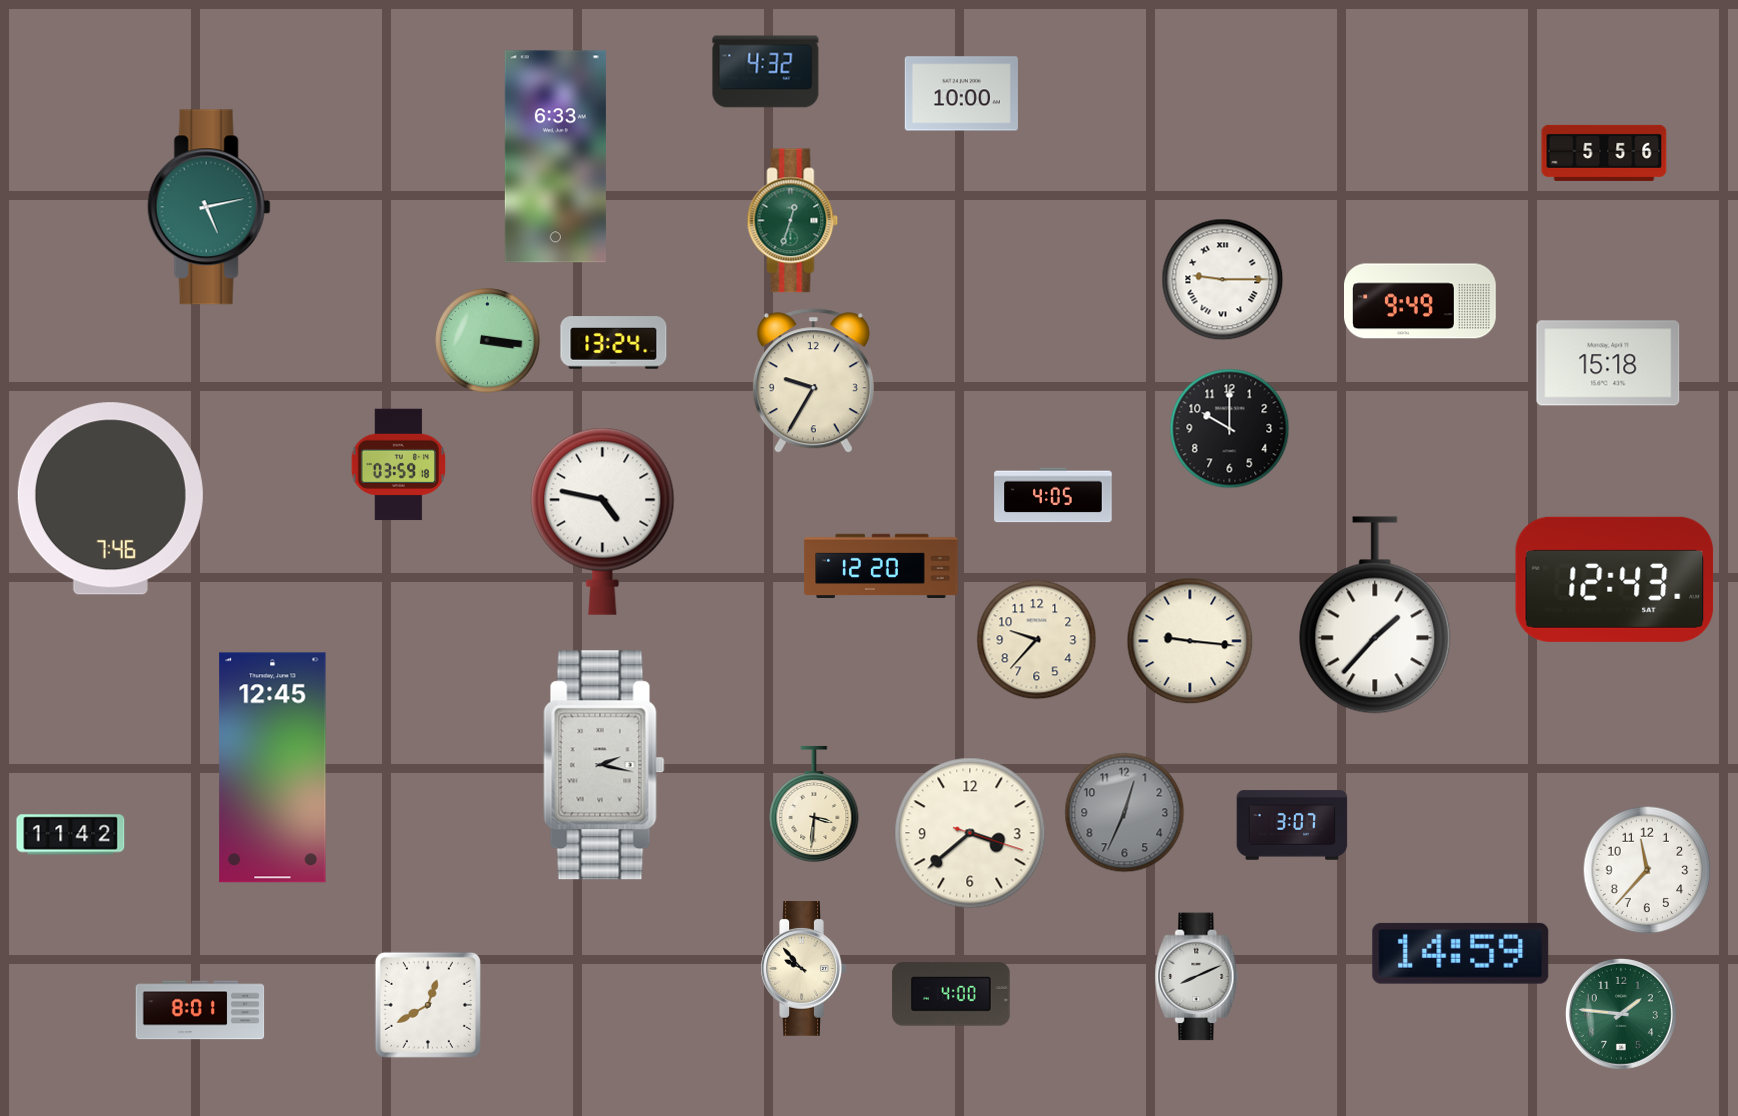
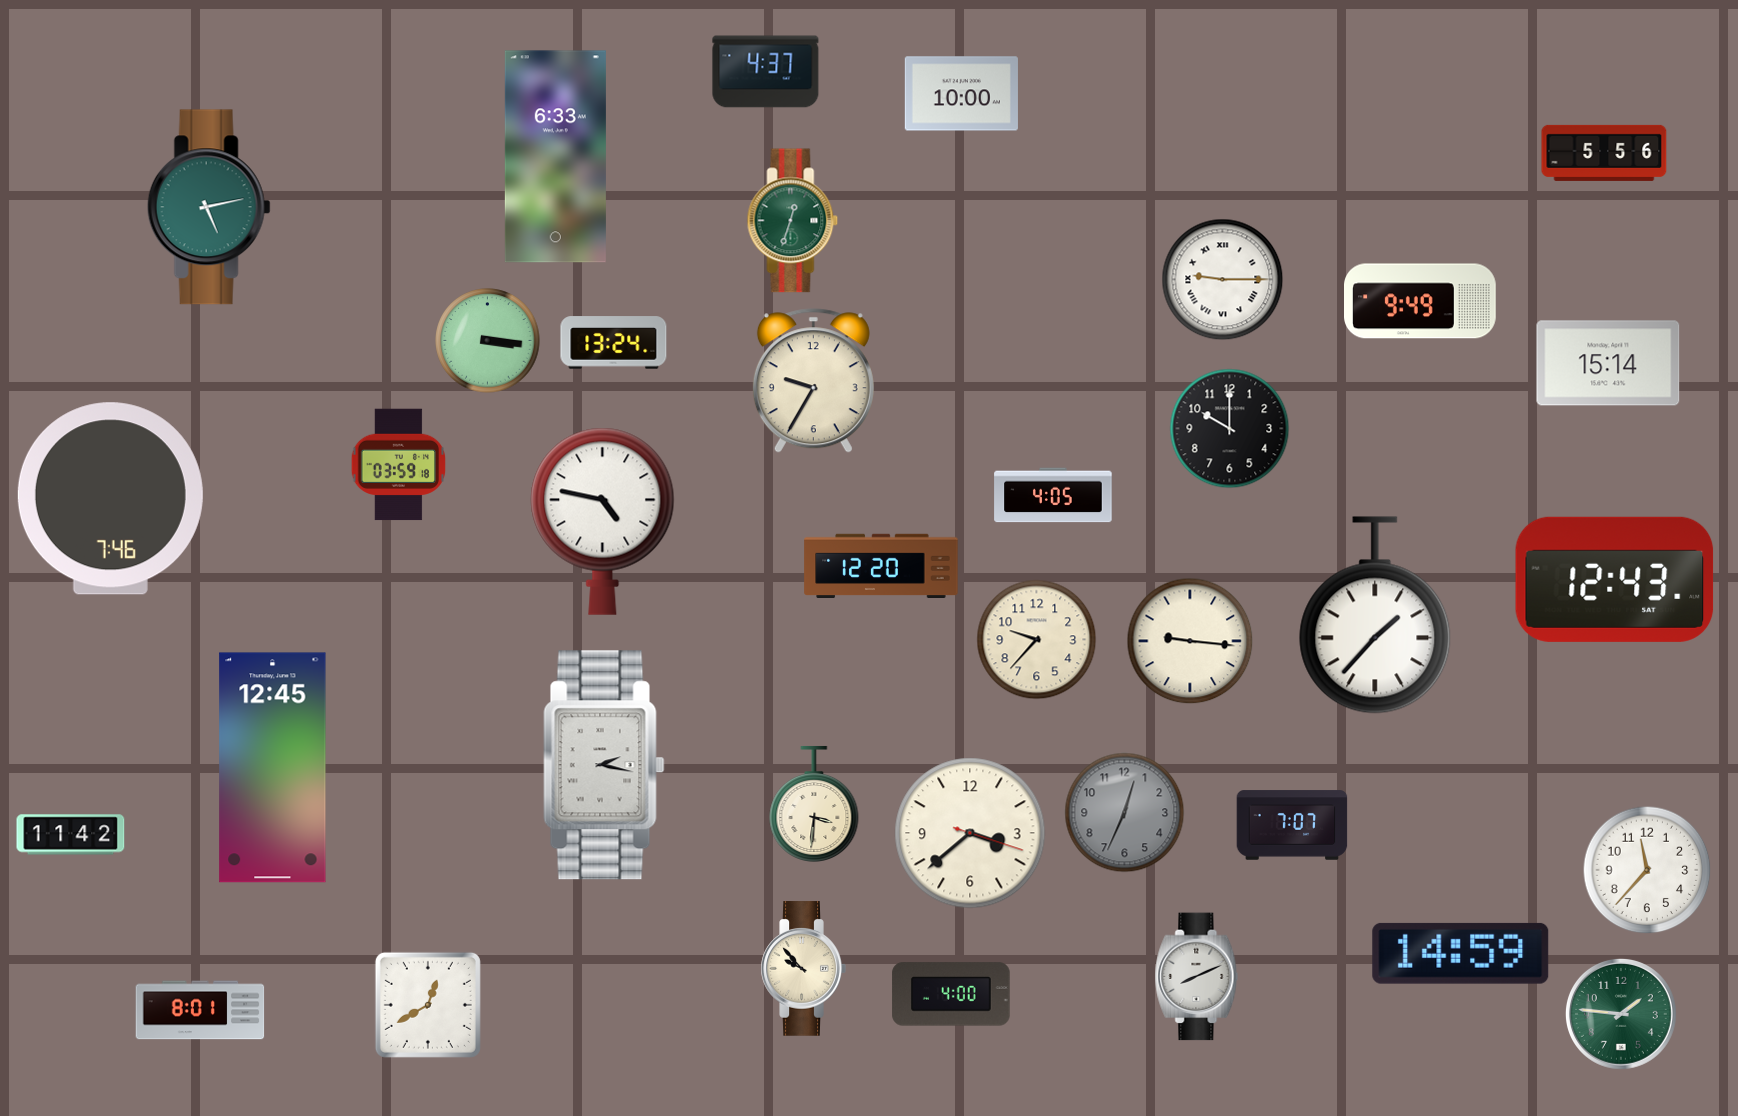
clock at (766, 72): 4:32 -> 4:37
clock at (1608, 363): 15:18 -> 15:14
clock at (1292, 825): 3:07 -> 7:07
